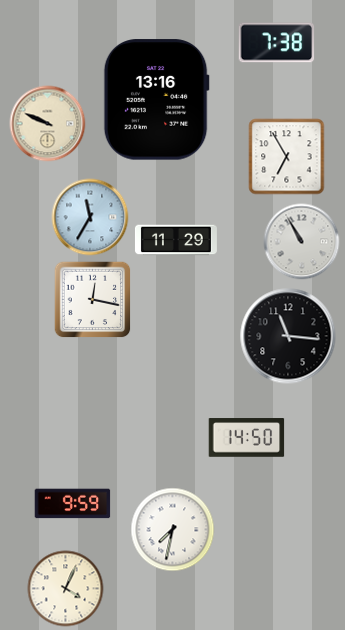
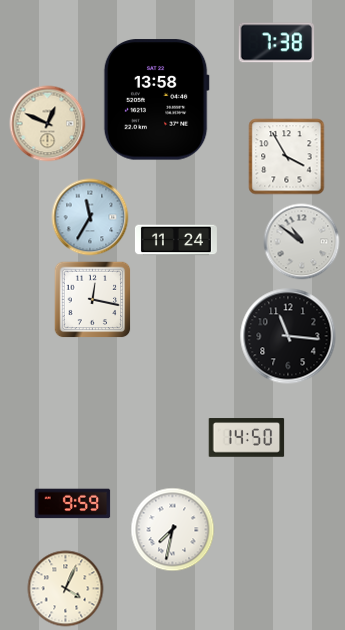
clock at (156, 100): 13:16 -> 13:58
clock at (48, 124): 9:49 -> 12:49
clock at (287, 157): 6:55 -> 3:55
clock at (176, 240): 11:29 -> 11:24
clock at (302, 242): 10:55 -> 10:51
